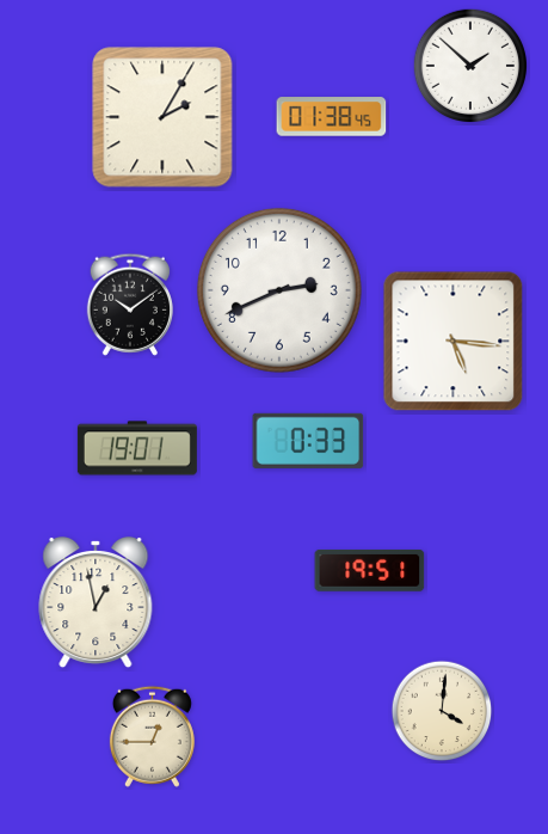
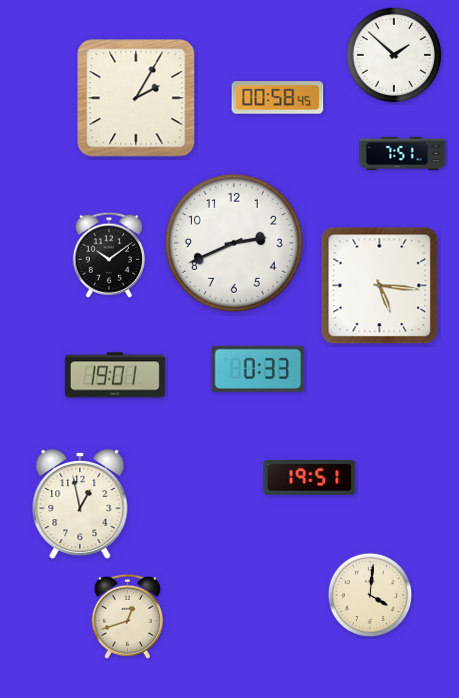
clock at (332, 117): 01:38 -> 00:58
clock at (403, 154): none -> 7:51
clock at (152, 736): 12:45 -> 12:42
